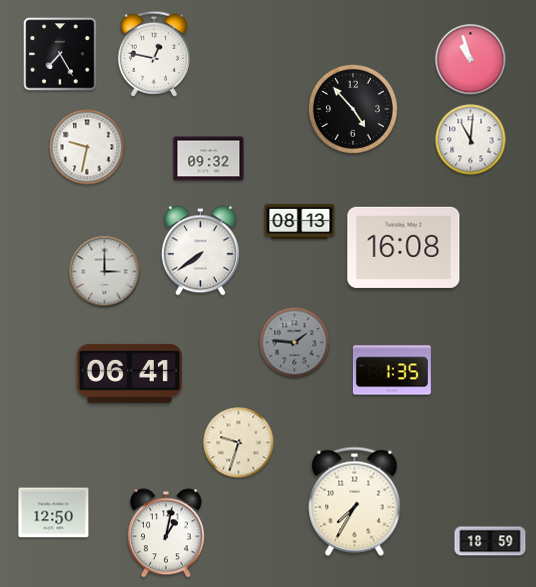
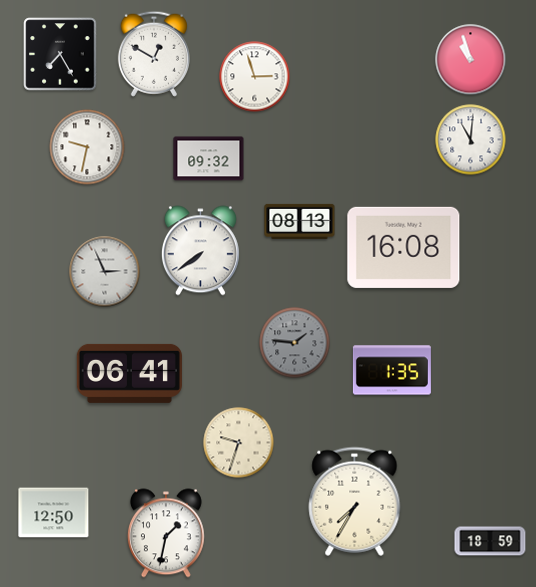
clock at (154, 54): 12:47 -> 12:50
clock at (255, 77): none -> 2:57
clock at (353, 109): 4:53 -> none
clock at (105, 272): 3:00 -> 2:56
clock at (166, 533): 1:02 -> 1:32
